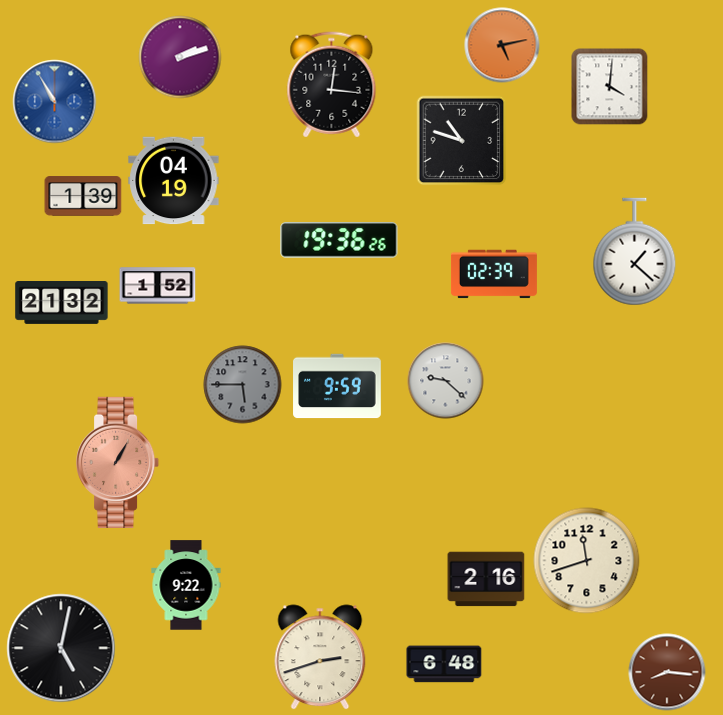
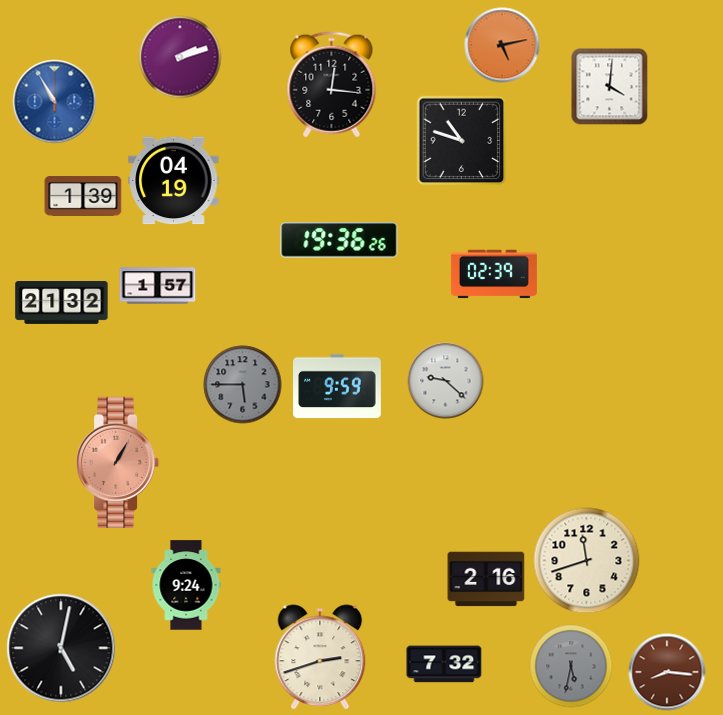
clock at (635, 252): 1:22 -> none
clock at (158, 286): 1:52 -> 1:57
clock at (186, 585): 9:22 -> 9:24
clock at (444, 664): 6:48 -> 7:32
clock at (571, 666): none -> 5:32
